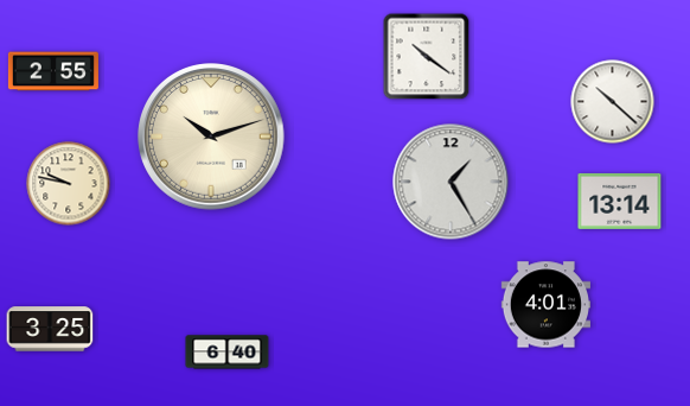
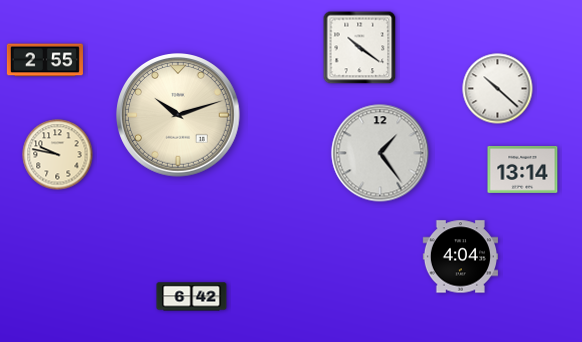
clock at (613, 102) position: (613, 102) -> (498, 89)
clock at (451, 182): 1:25 -> 1:24
clock at (545, 305): 4:01 -> 4:04
clock at (50, 329): 3:25 -> none
clock at (228, 353): 6:40 -> 6:42
